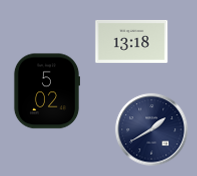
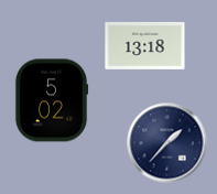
clock at (152, 130): 1:40 -> 1:37
